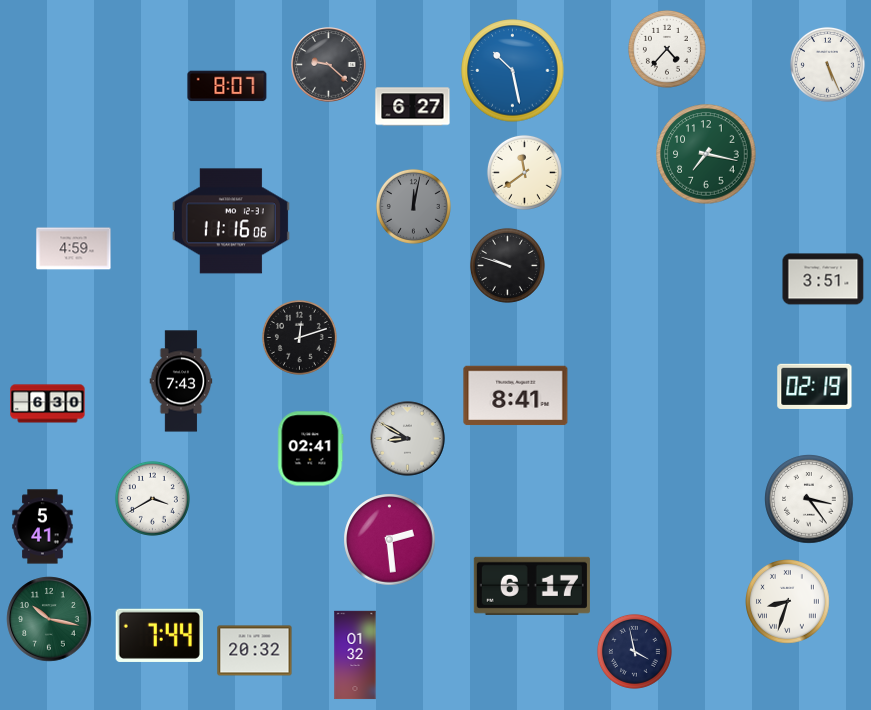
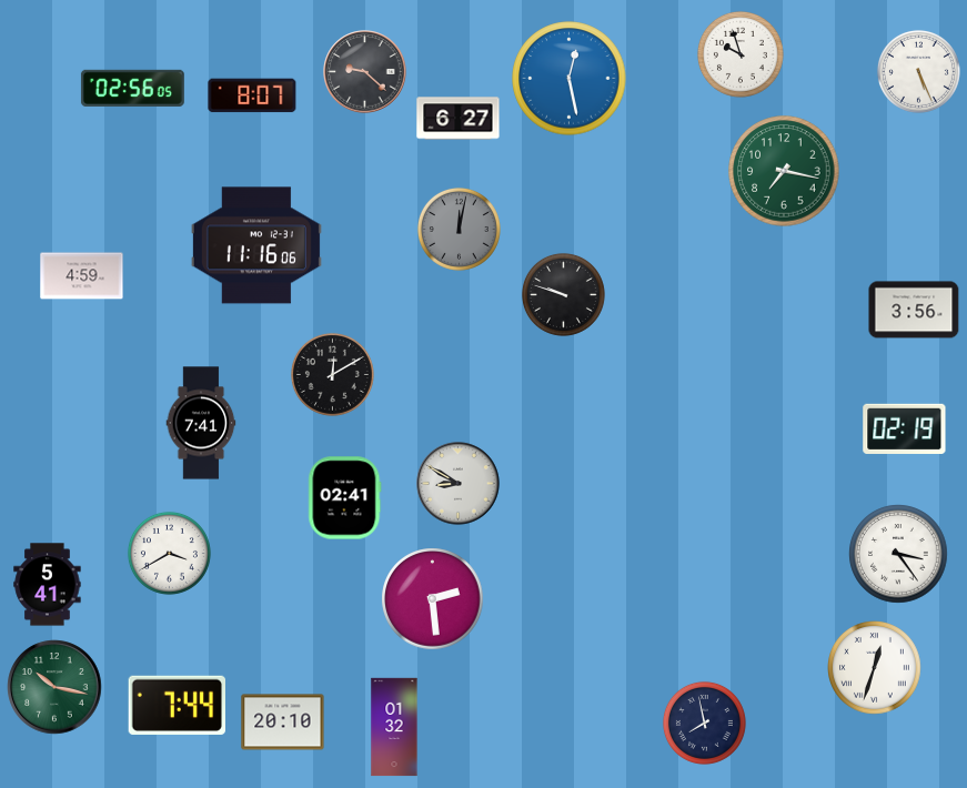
clock at (667, 49): 4:37 -> 9:57
clock at (513, 71): 10:28 -> 12:28
clock at (132, 88): none -> 02:56
clock at (524, 172): 11:39 -> none
clock at (823, 279): 3:51 -> 3:56
clock at (299, 337): 12:12 -> 12:10
clock at (181, 381): 7:43 -> 7:41
clock at (516, 396): 8:41 -> none
clock at (48, 404): 6:30 -> none
clock at (408, 439) position: (408, 439) -> (459, 484)
clock at (532, 586): 6:17 -> none
clock at (788, 602): 8:33 -> 12:33
clock at (255, 651): 20:32 -> 20:10
clock at (634, 651): 3:58 -> 7:58
